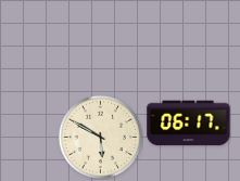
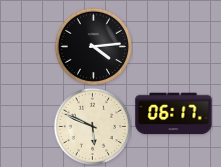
clock at (93, 46): none -> 4:14
clock at (100, 137): 5:50 -> 5:49
